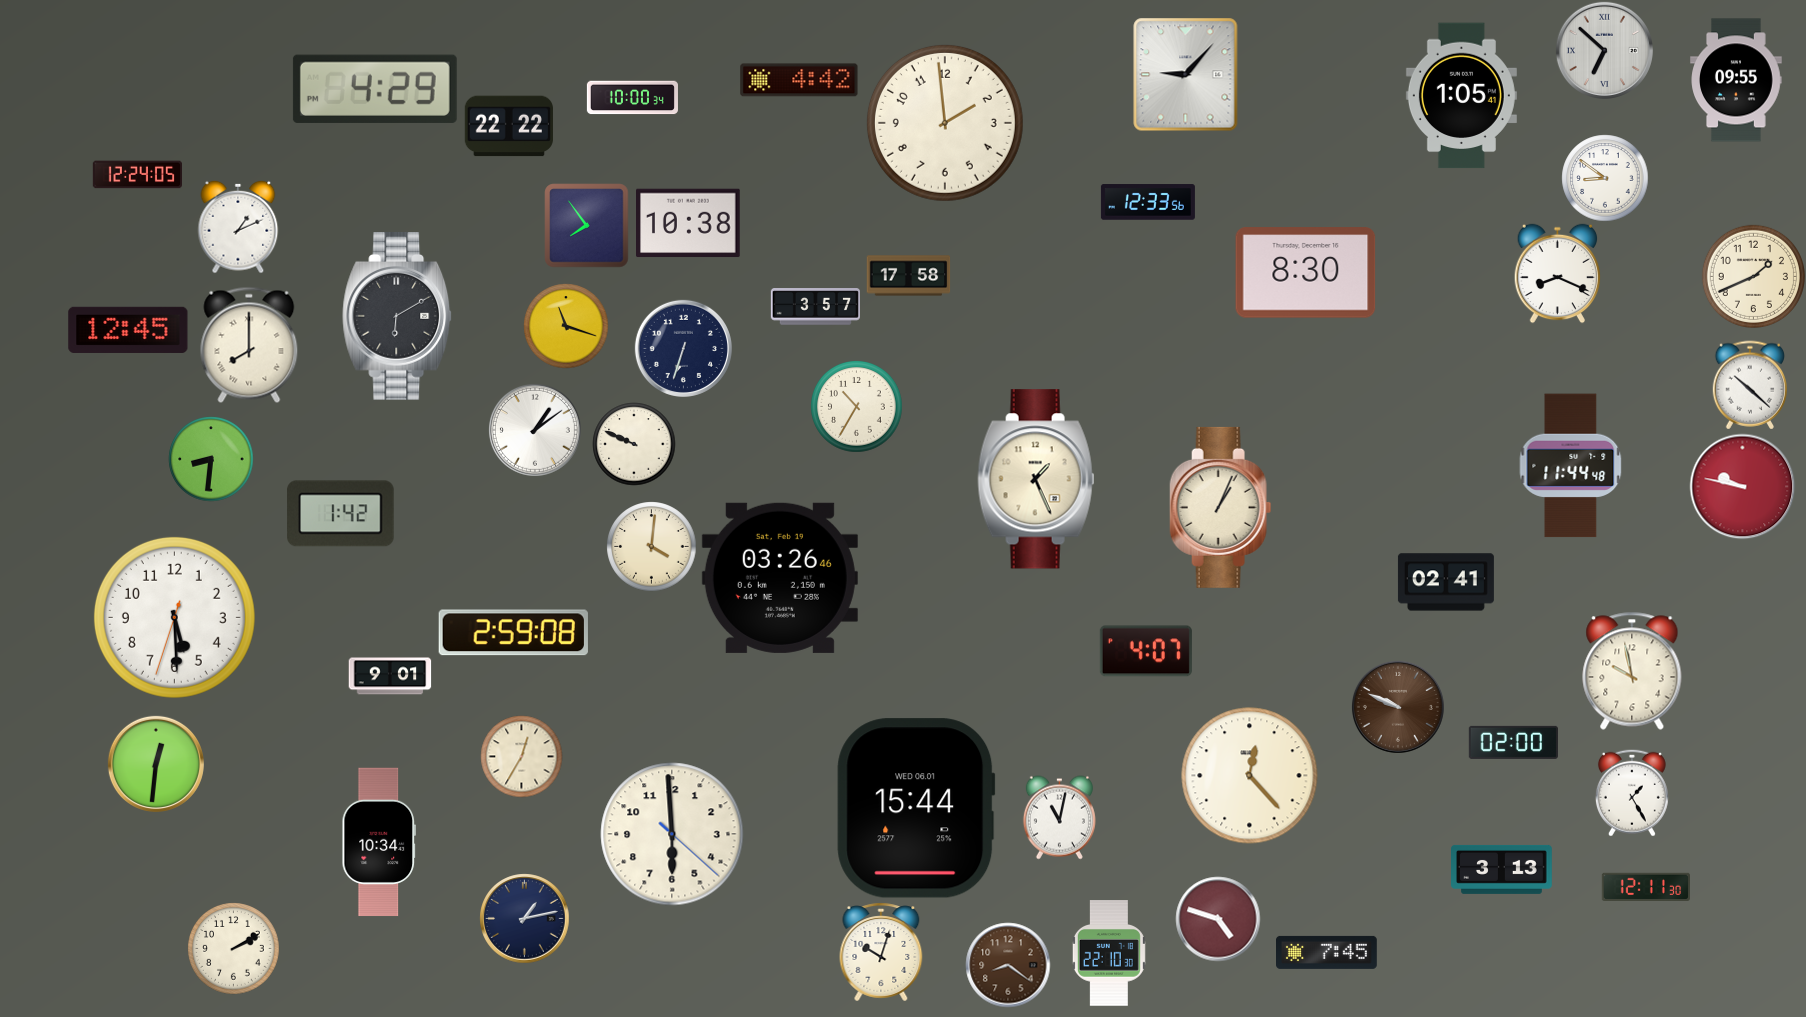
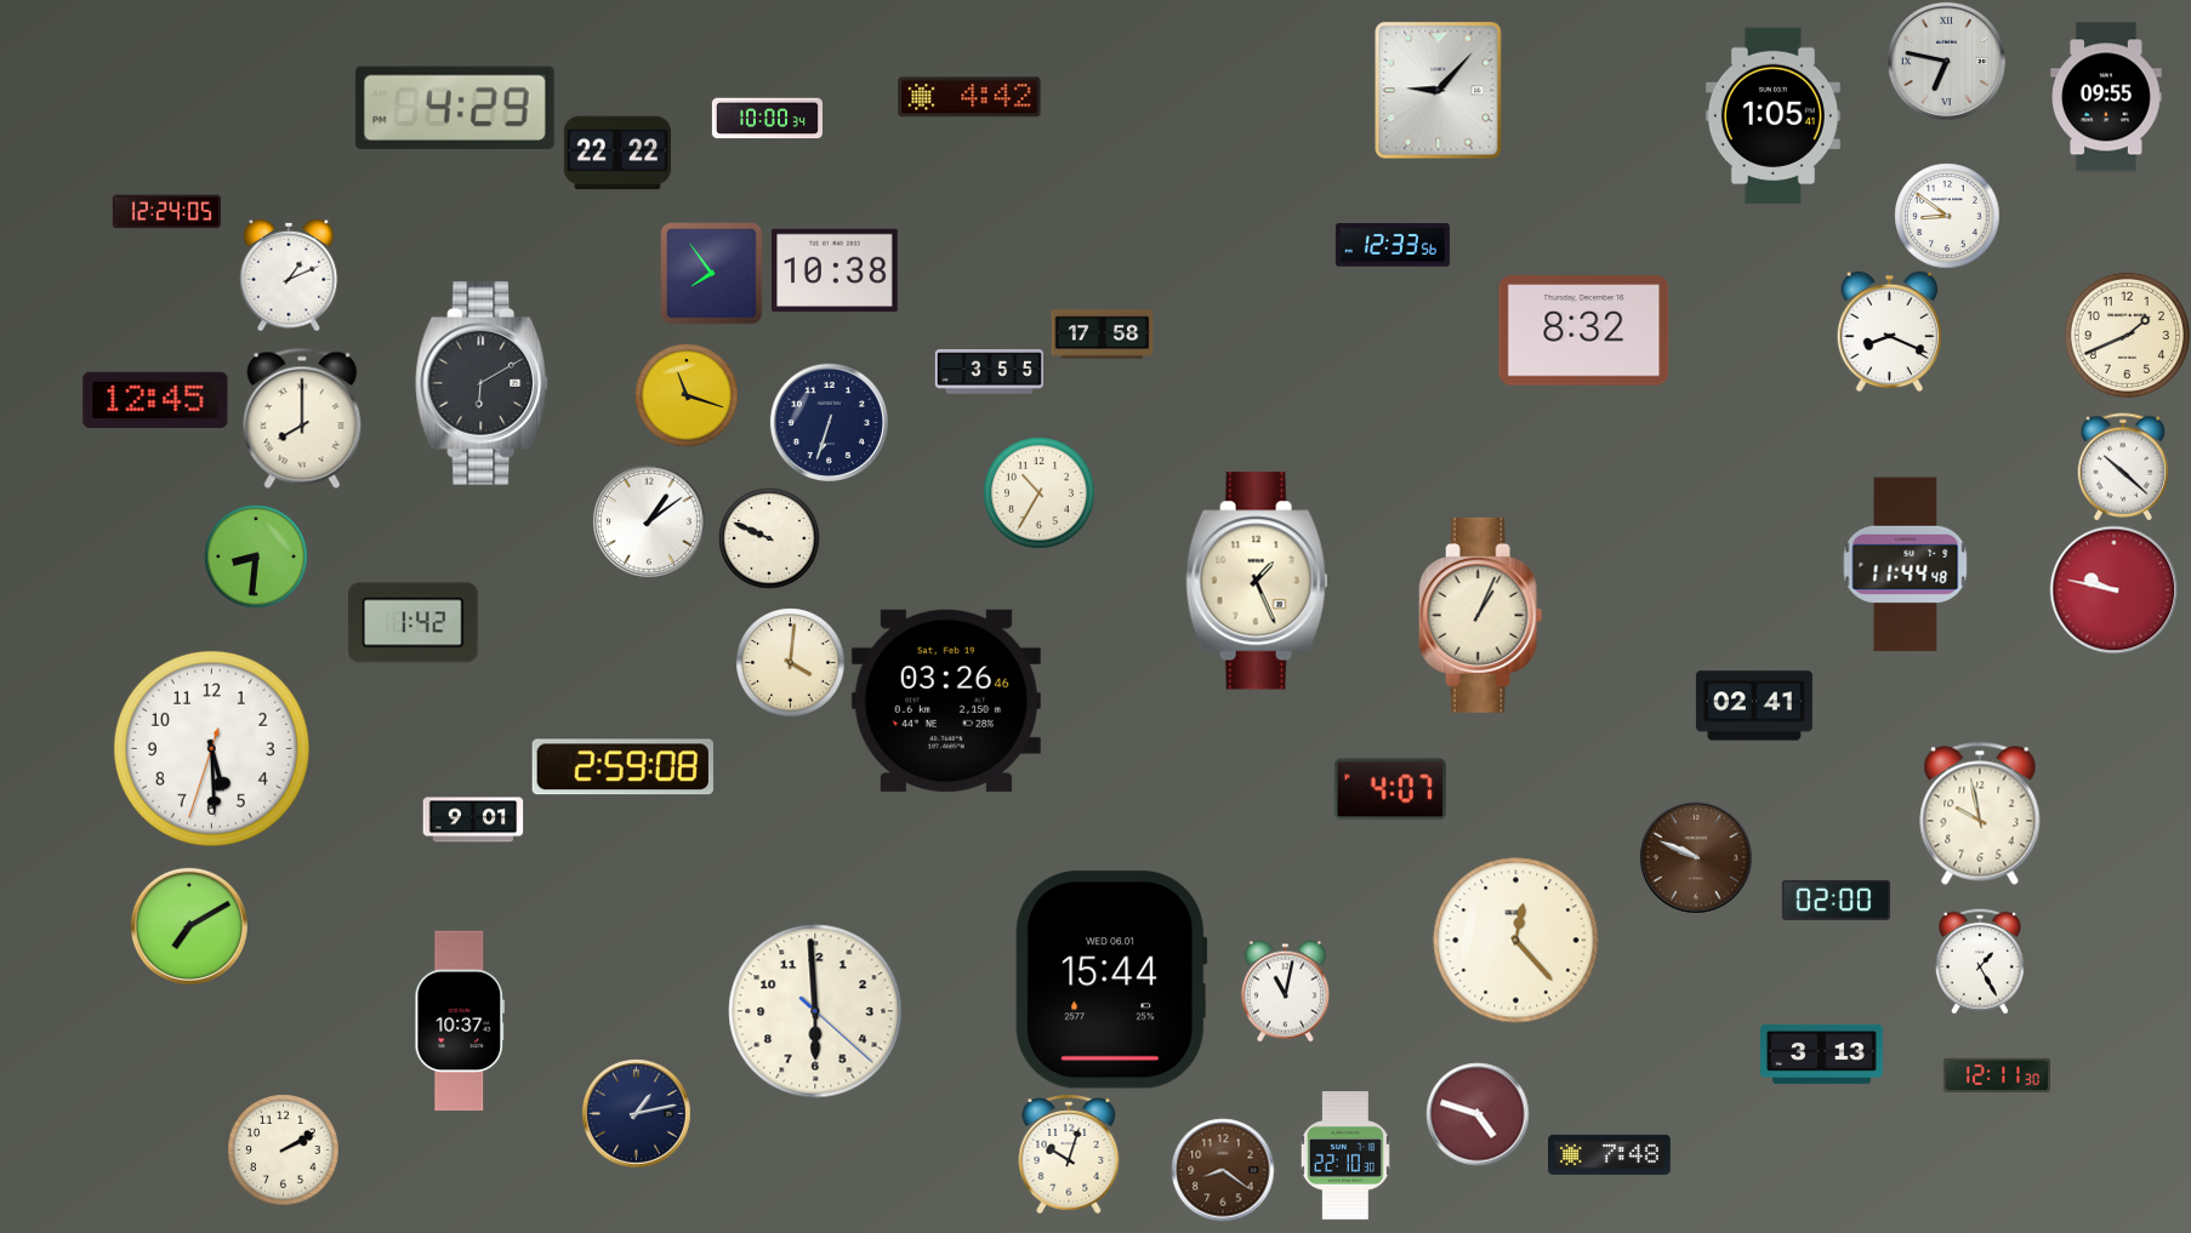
clock at (1604, 50): 6:52 -> 6:47
clock at (945, 123): 1:59 -> none
clock at (1306, 273): 8:30 -> 8:32
clock at (815, 307): 3:57 -> 3:55
clock at (521, 756): 12:35 -> none
clock at (156, 764): 12:31 -> 7:10
clock at (378, 842): 10:34 -> 10:37
clock at (1327, 952): 7:45 -> 7:48
